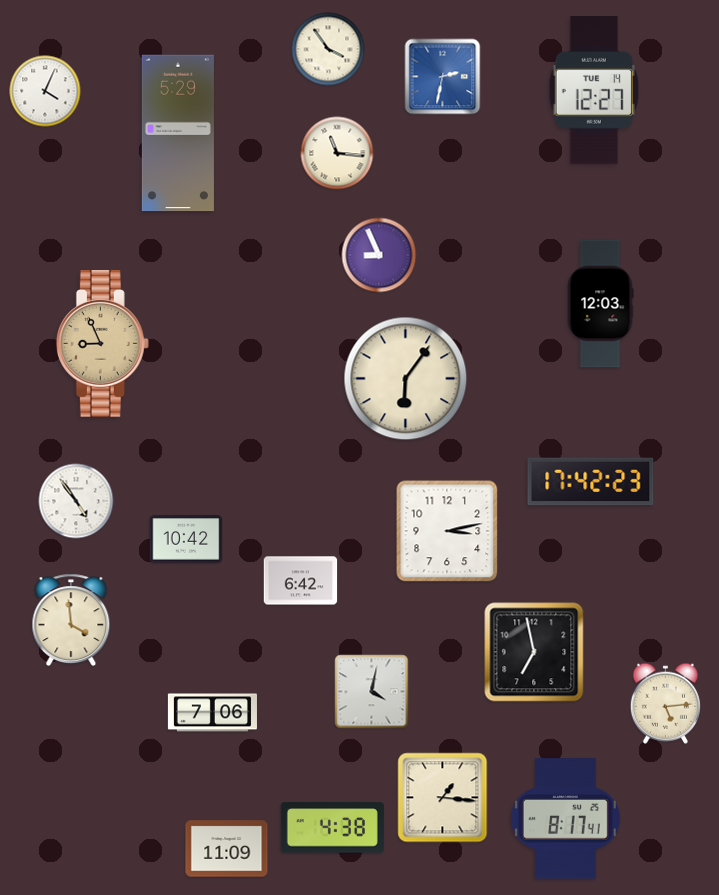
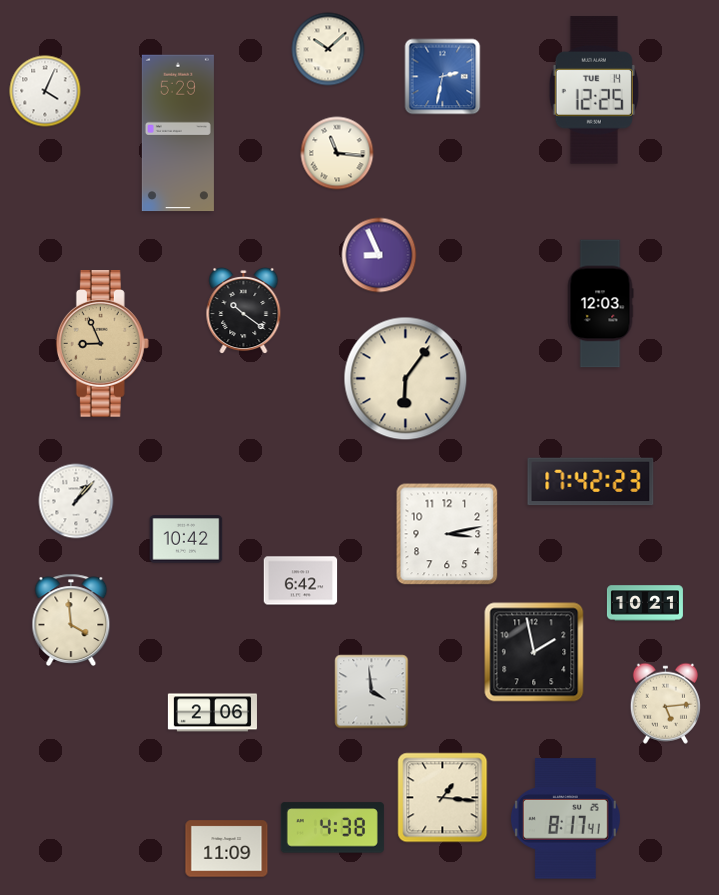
clock at (328, 49): 3:54 -> 10:08
clock at (594, 90): 12:27 -> 12:25
clock at (244, 311): none -> 10:21
clock at (76, 501): 4:54 -> 1:07
clock at (447, 531) position: (447, 531) -> (447, 534)
clock at (645, 603): none -> 10:21
clock at (534, 652): 6:58 -> 1:58
clock at (372, 692): 4:02 -> 3:59
clock at (212, 713): 7:06 -> 2:06
